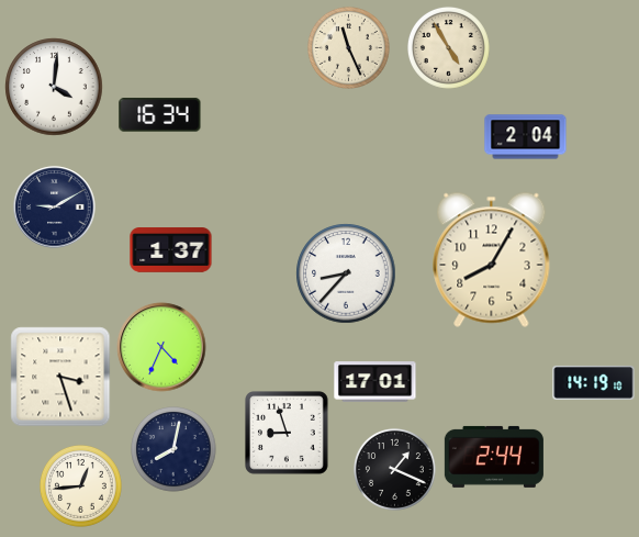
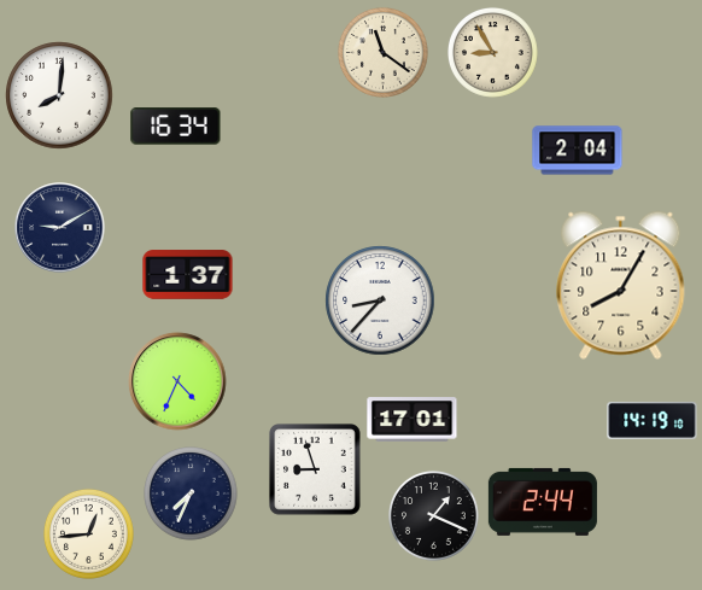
clock at (349, 48): 11:26 -> 11:21
clock at (449, 48): 4:55 -> 8:55
clock at (54, 87): 4:01 -> 8:01
clock at (492, 259) position: (492, 259) -> (621, 285)
clock at (60, 377): 3:27 -> none
clock at (288, 434) position: (288, 434) -> (316, 471)
clock at (175, 450): 8:02 -> 7:34
